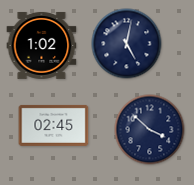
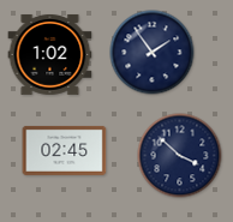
clock at (127, 44): 5:02 -> 1:54
